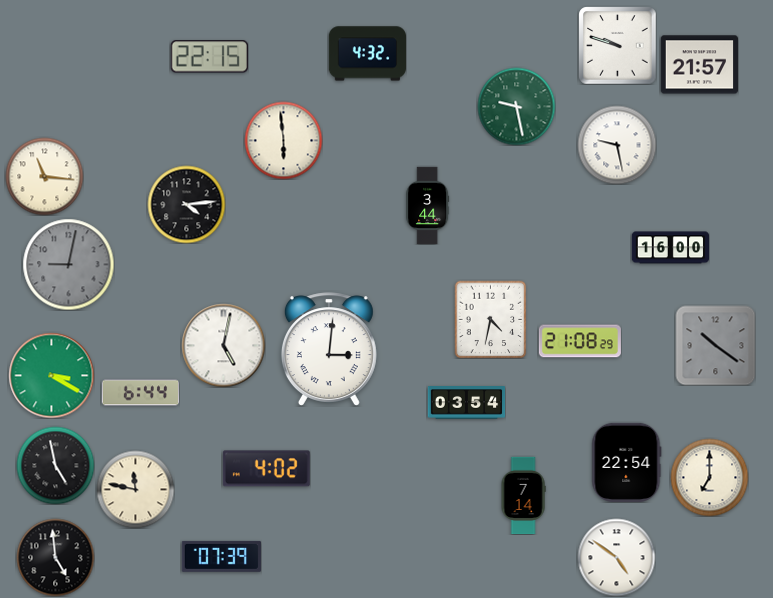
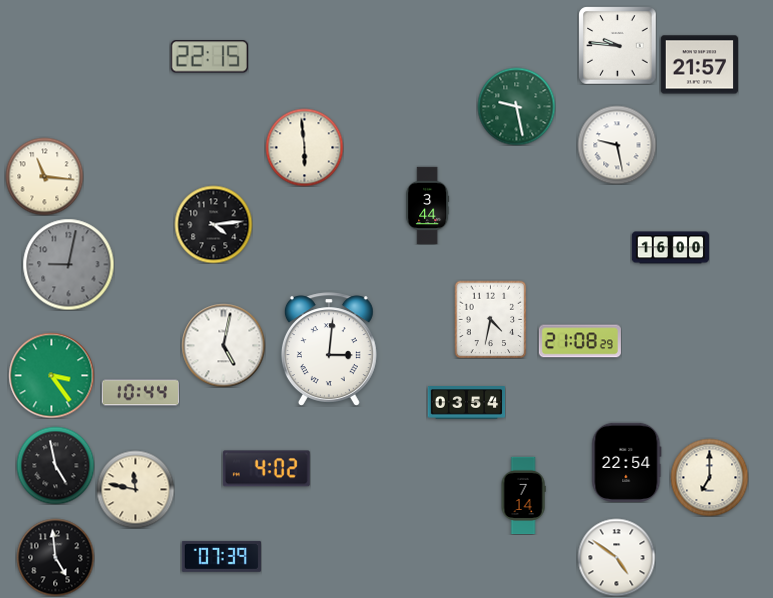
clock at (617, 45): 9:48 -> 9:46
clock at (367, 54): 4:32 -> none
clock at (283, 140) position: (283, 140) -> (304, 147)
clock at (186, 204) position: (186, 204) -> (213, 224)
clock at (715, 345): 10:21 -> none
clock at (51, 375): 3:20 -> 3:24
clock at (140, 393): 6:44 -> 10:44
